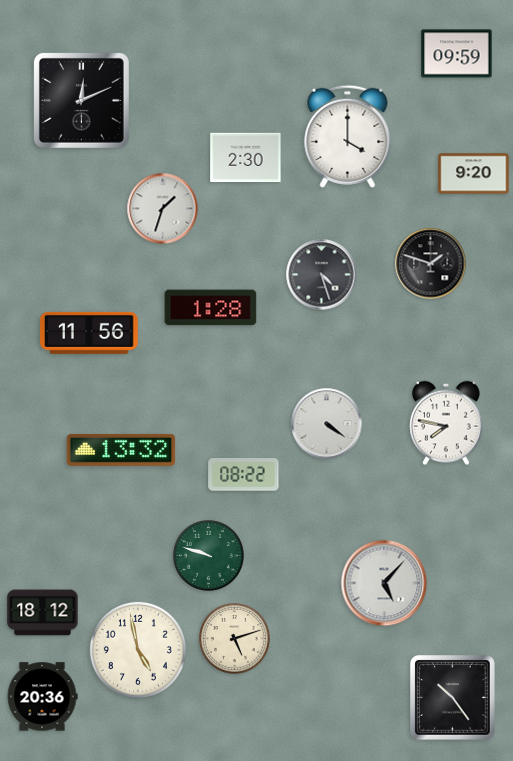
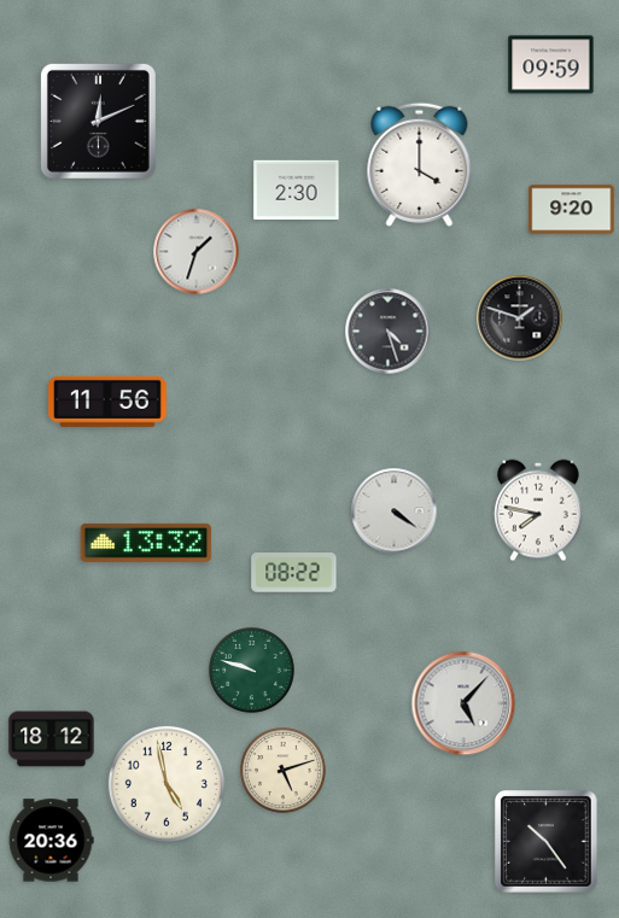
clock at (211, 308): 1:28 -> none
